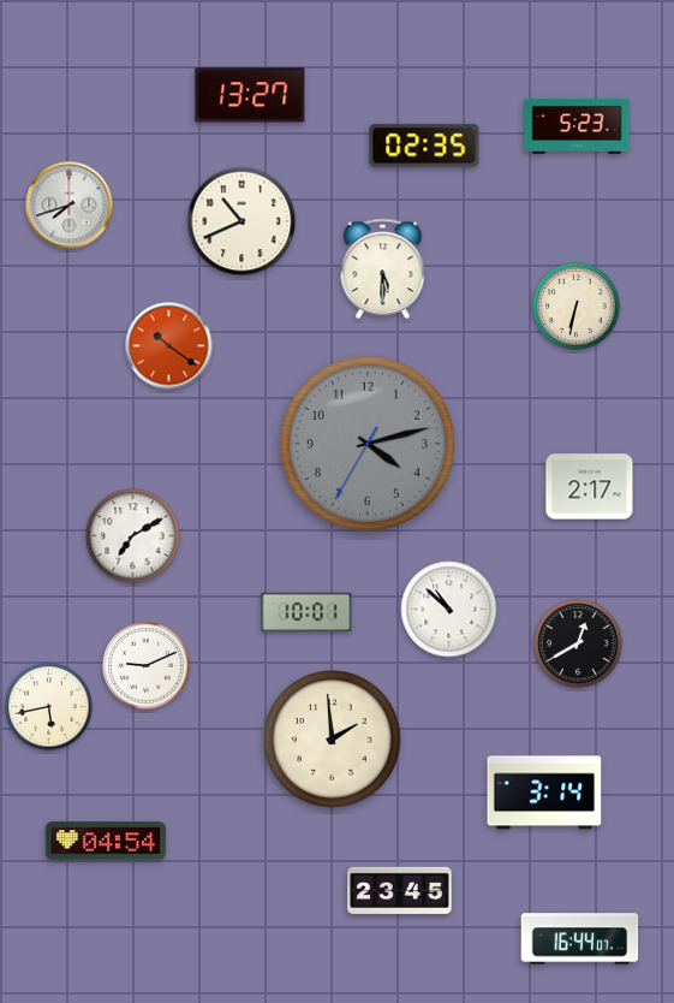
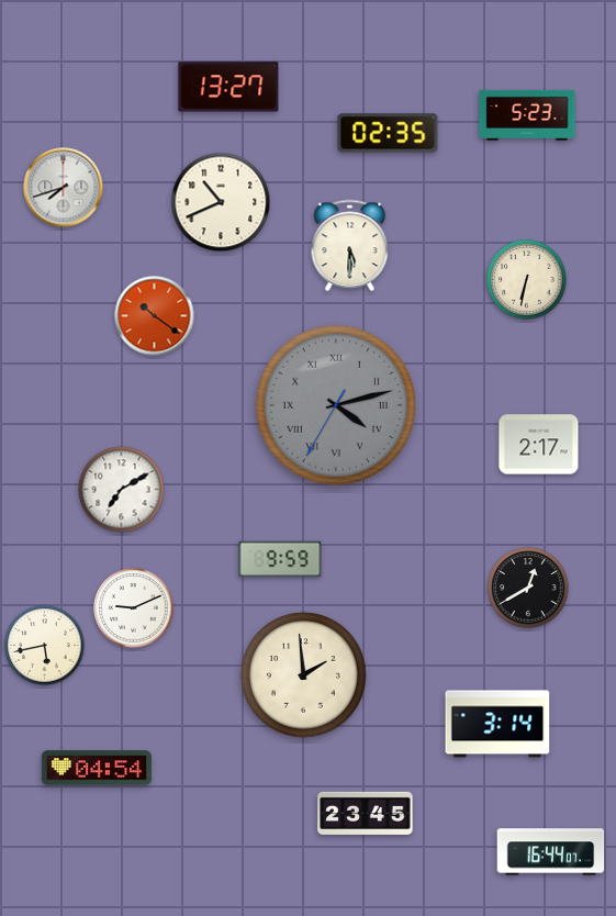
clock at (368, 444) numerals: Arabic -> Roman
clock at (449, 610): 10:52 -> none
clock at (306, 612): 10:01 -> 9:59
clock at (580, 939) position: (580, 939) -> (551, 852)
